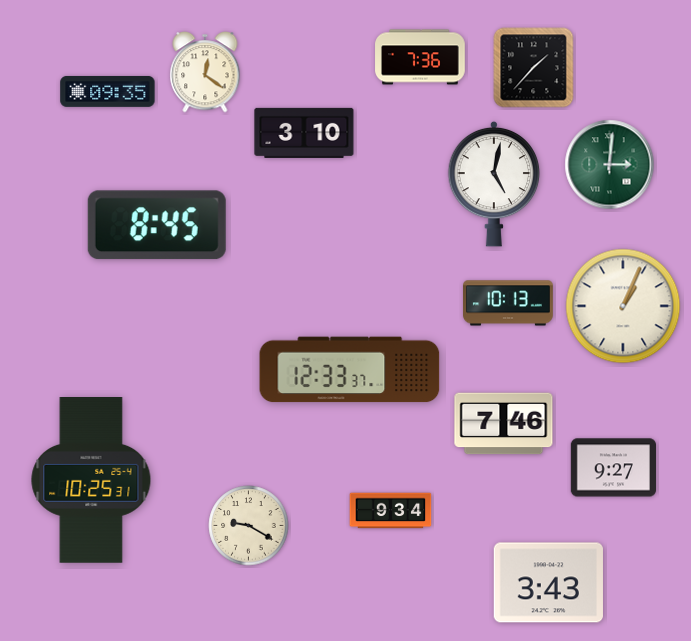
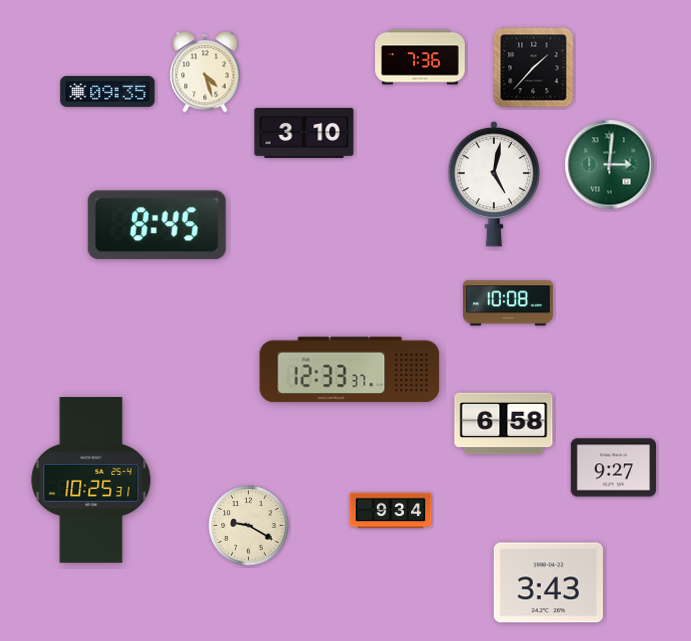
clock at (205, 72): 12:21 -> 4:27
clock at (508, 303): 10:13 -> 10:08
clock at (623, 306): 1:04 -> none
clock at (504, 424): 7:46 -> 6:58
